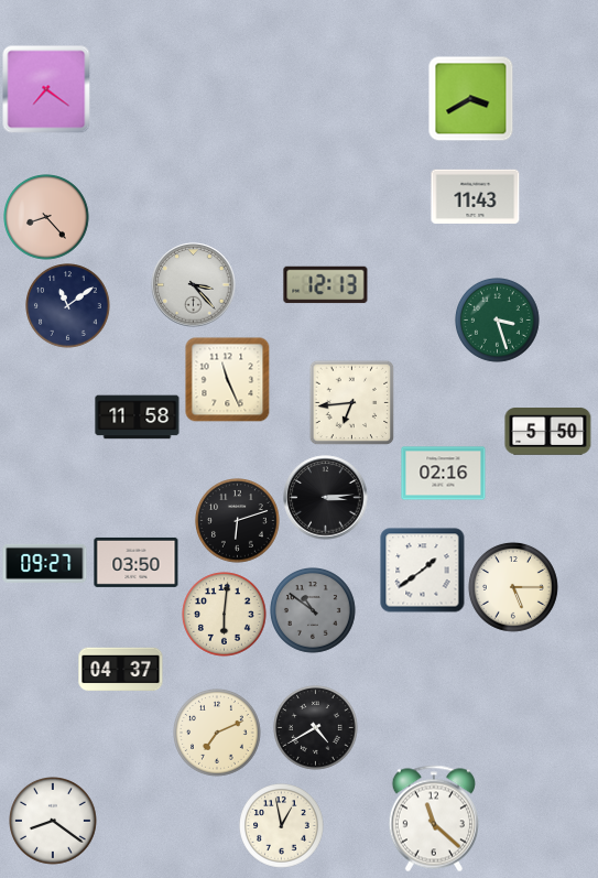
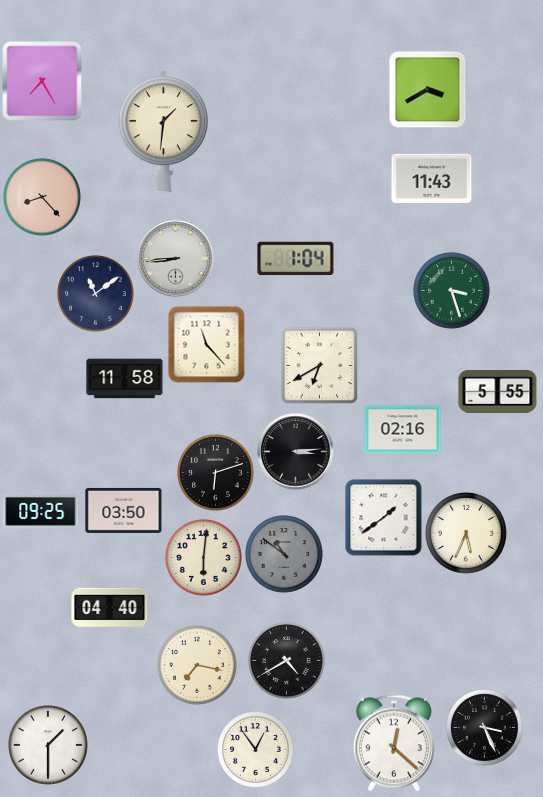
clock at (46, 89): 7:21 -> 7:25
clock at (163, 132): none -> 1:31
clock at (194, 285): 3:23 -> 8:44
clock at (326, 285): 12:13 -> 1:04
clock at (68, 306) position: (68, 306) -> (96, 294)
clock at (227, 379): 11:26 -> 11:23
clock at (351, 402): 6:44 -> 6:40
clock at (548, 432): 5:50 -> 5:55
clock at (45, 563): 09:27 -> 09:25
clock at (513, 587): 5:15 -> 5:34
clock at (121, 670): 04:37 -> 04:40
clock at (218, 734): 7:11 -> 7:17
clock at (485, 728): none -> 3:26
clock at (433, 819): 11:22 -> 12:22
clock at (54, 822): 8:21 -> 1:30
clock at (282, 826): 12:58 -> 12:54
